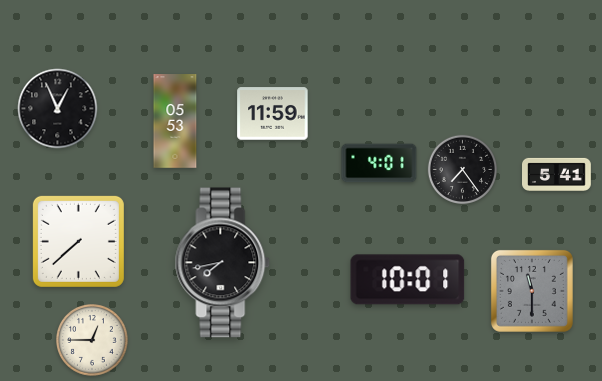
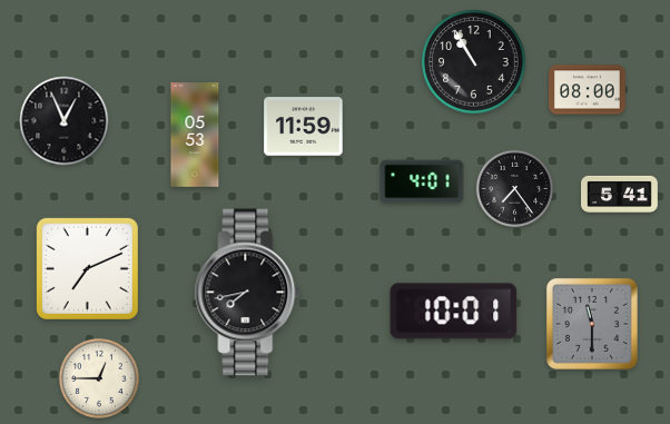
clock at (474, 62): none -> 10:55
clock at (588, 90): none -> 08:00
clock at (78, 241): 7:38 -> 7:11
clock at (93, 341) position: (93, 341) -> (100, 379)
